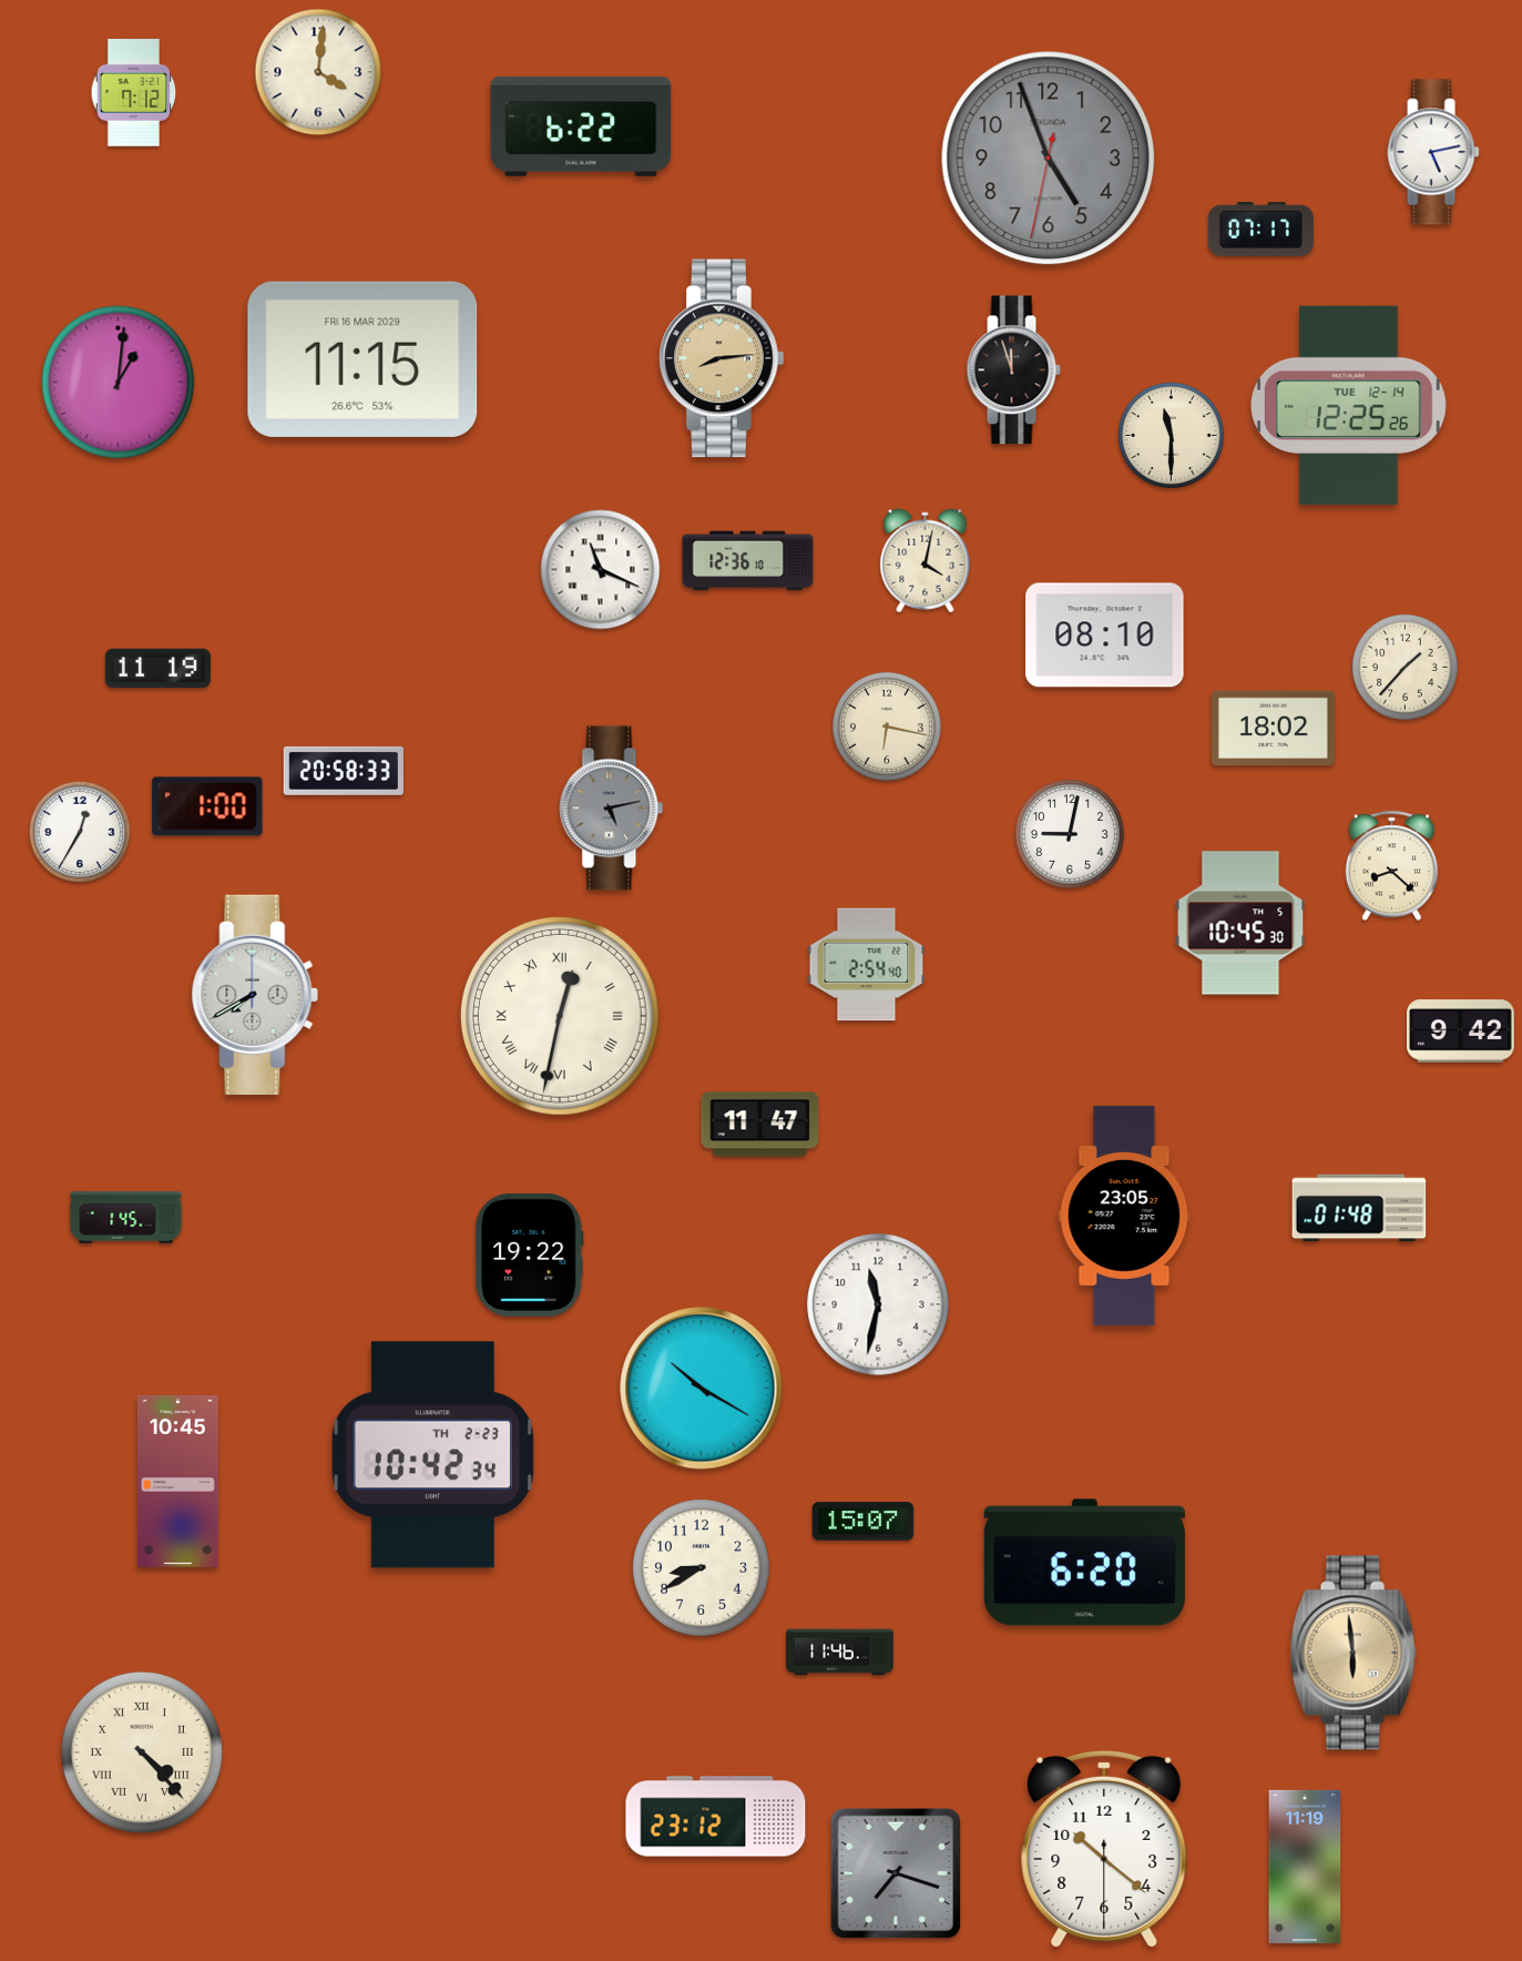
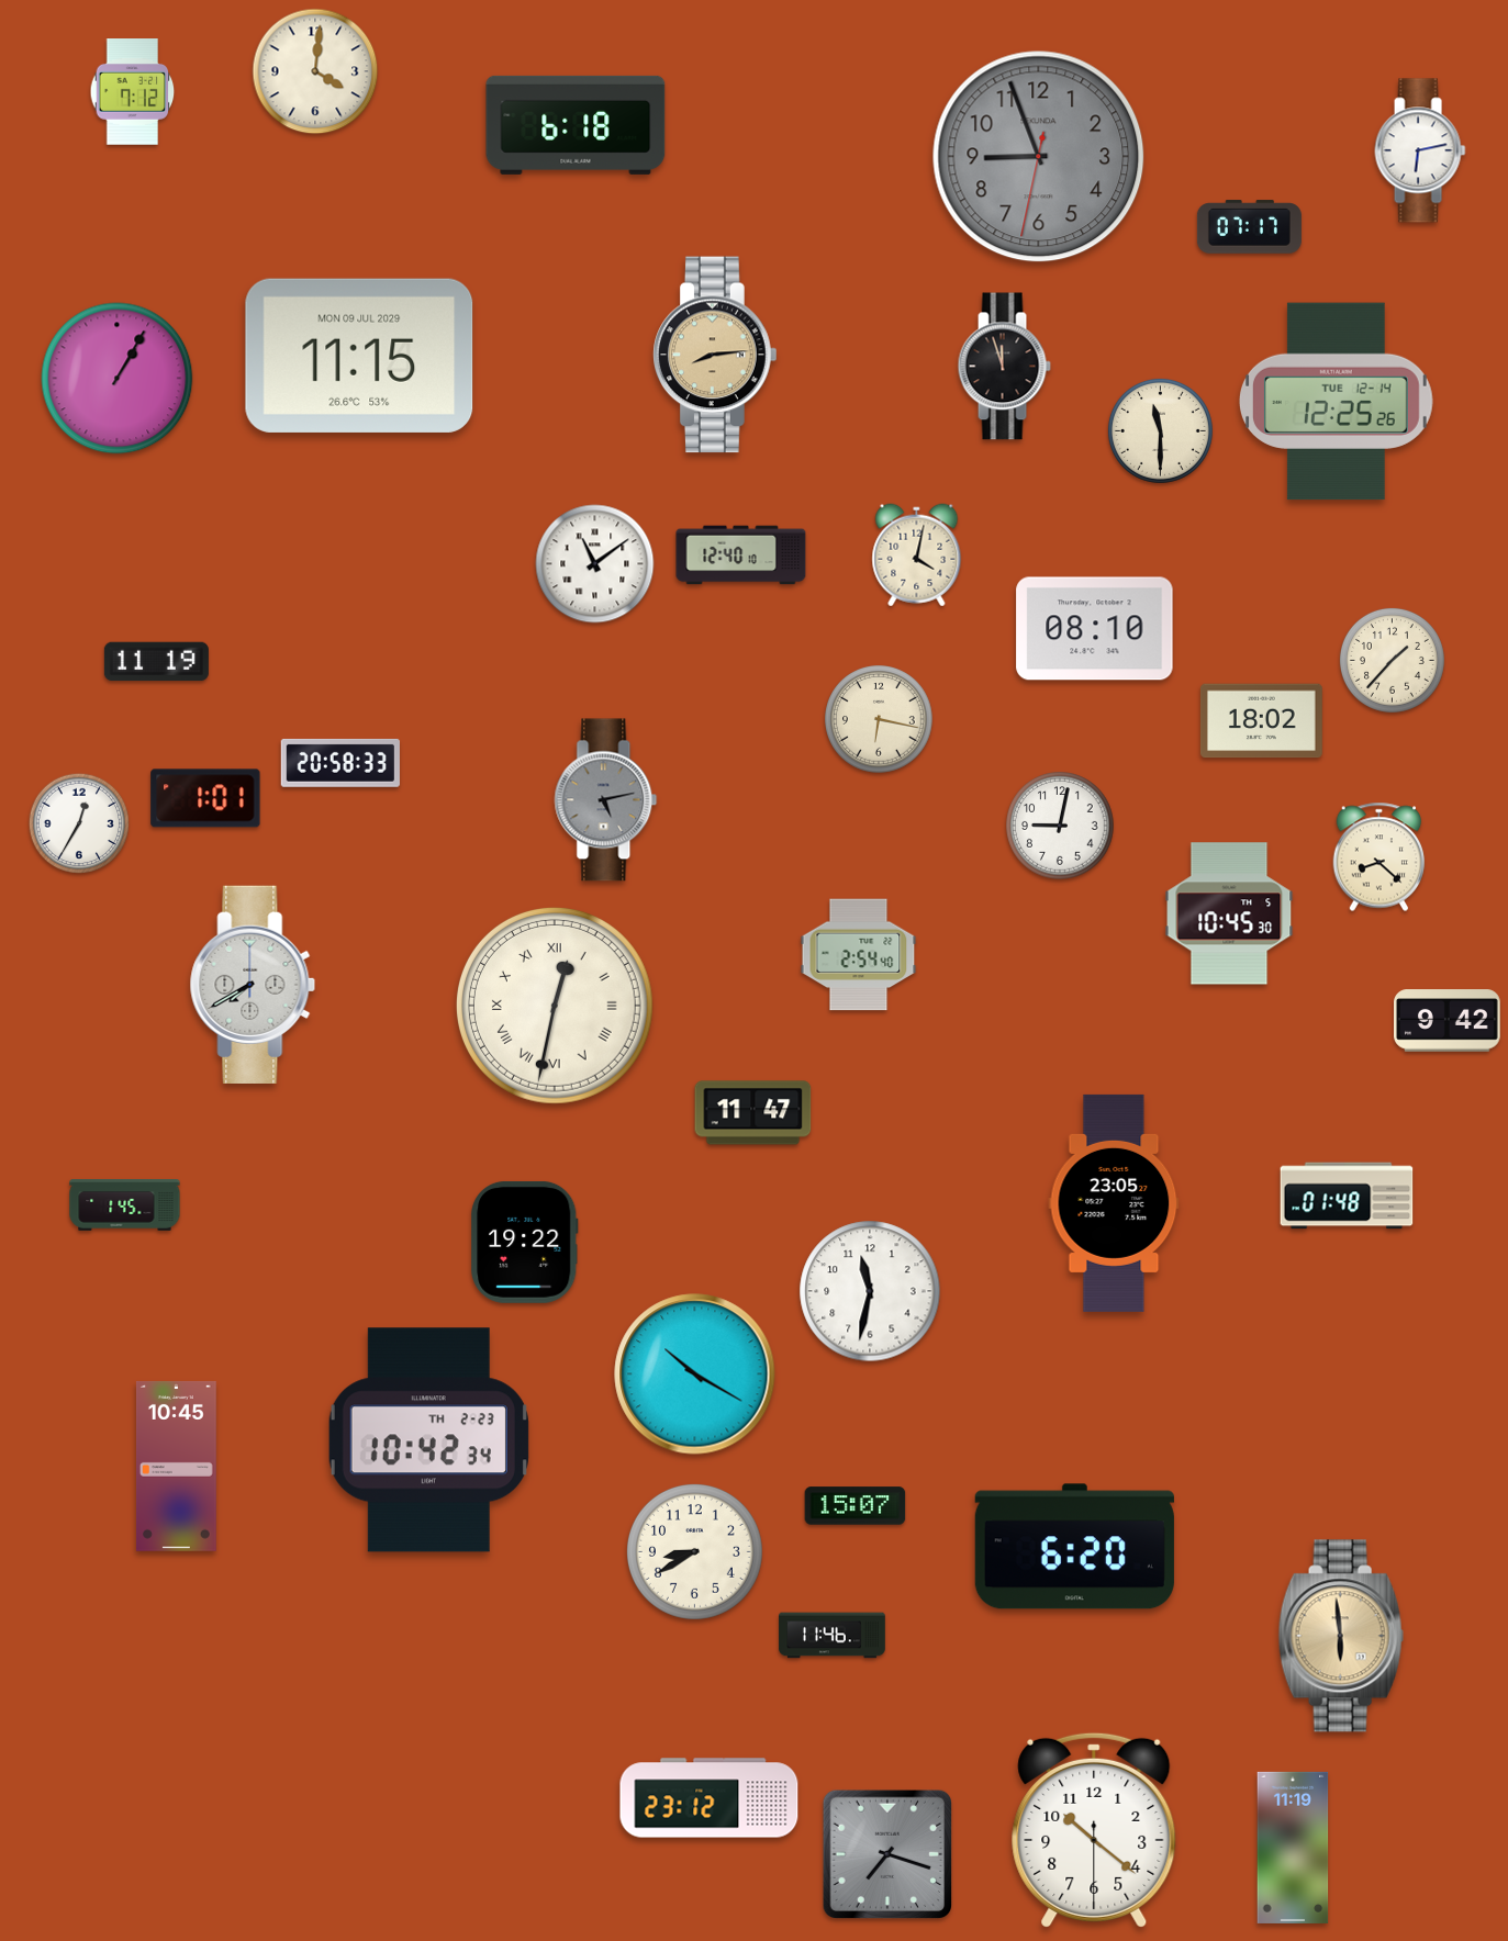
clock at (581, 126): 6:22 -> 6:18
clock at (1433, 152): 5:13 -> 6:13
clock at (1049, 159): 4:56 -> 8:56
clock at (362, 359) date: FRI 16 MAR 2029 -> MON 09 JUL 2029
clock at (119, 383): 1:01 -> 1:05
clock at (748, 561): 12:36 -> 12:40
clock at (601, 570): 11:19 -> 11:09
clock at (207, 806): 1:00 -> 1:01
clock at (142, 1752): 4:23 -> none
